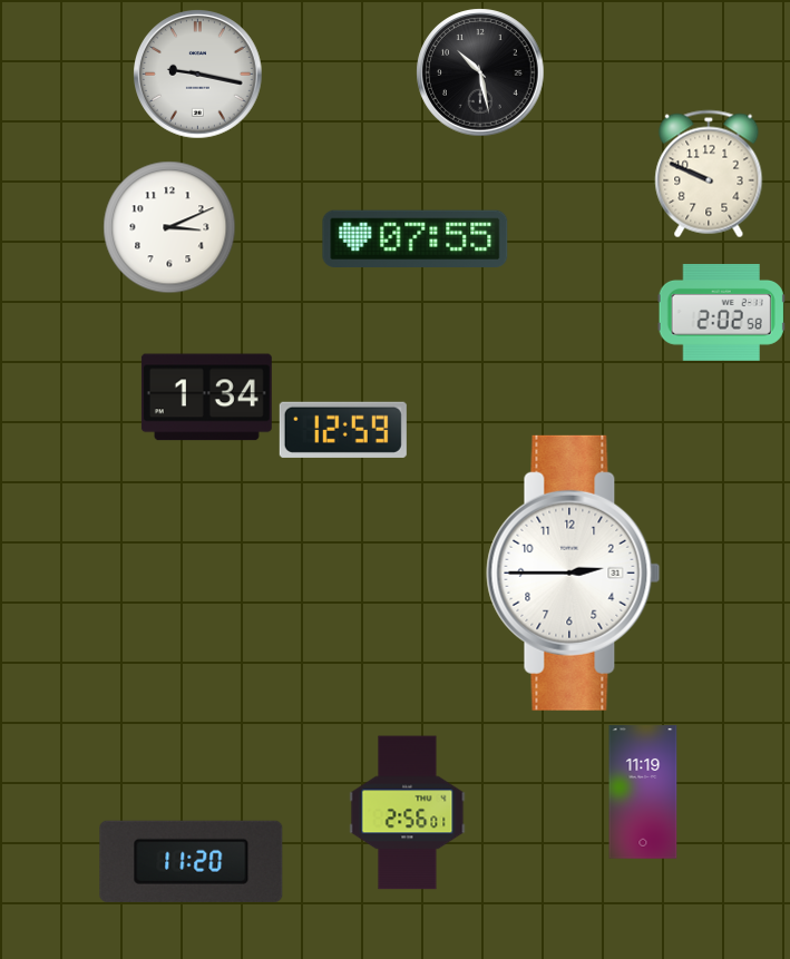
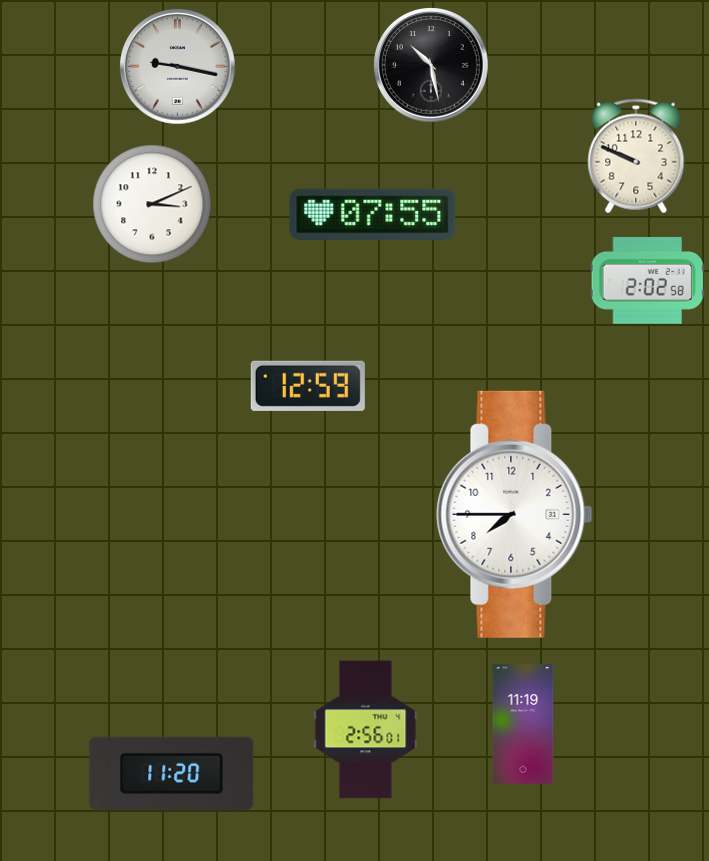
clock at (206, 398): 1:34 -> none
clock at (574, 573): 2:45 -> 7:45
clock at (643, 792) position: (643, 792) -> (523, 724)
